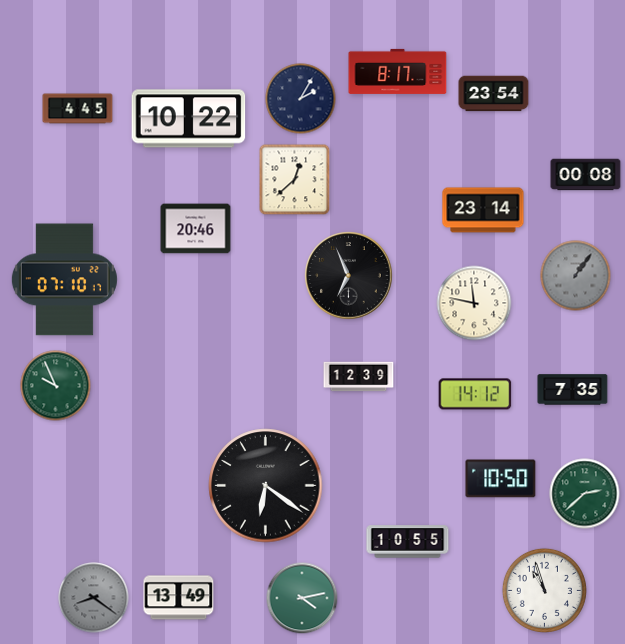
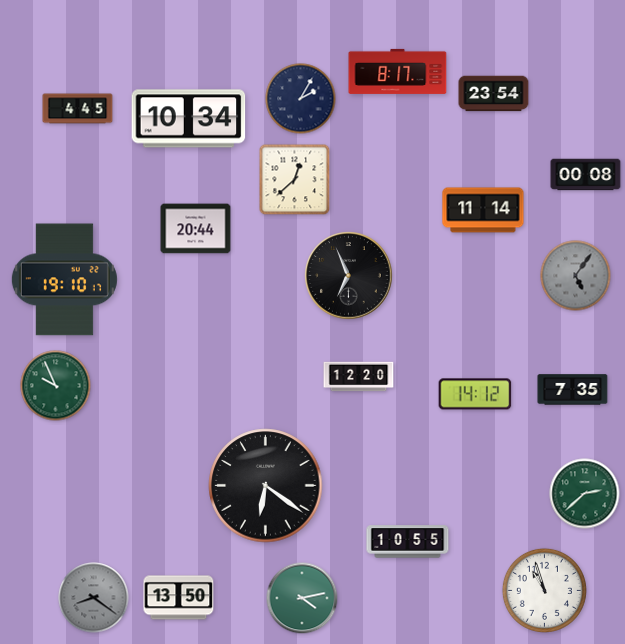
clock at (189, 119): 10:22 -> 10:34
clock at (483, 210): 23:14 -> 11:14
clock at (196, 229): 20:46 -> 20:44
clock at (576, 276): 1:06 -> 5:06
clock at (64, 280): 07:10 -> 19:10
clock at (474, 303): 11:47 -> none
clock at (359, 377): 12:39 -> 12:20
clock at (501, 479): 10:50 -> none
clock at (179, 598): 13:49 -> 13:50
